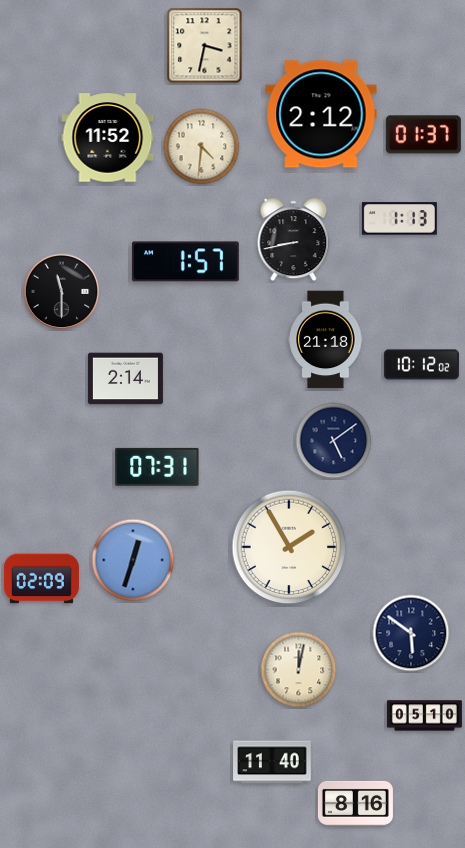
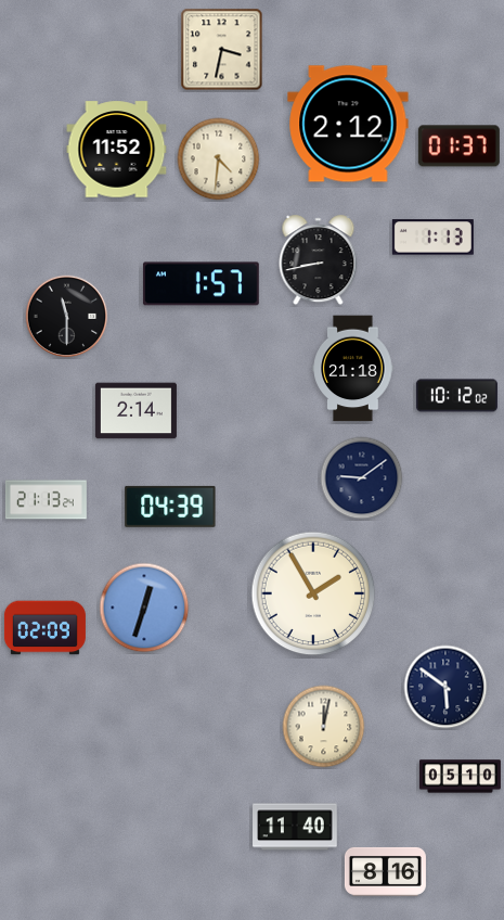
clock at (334, 441): 5:09 -> 9:09
clock at (46, 500): none -> 21:13
clock at (157, 467): 07:31 -> 04:39
